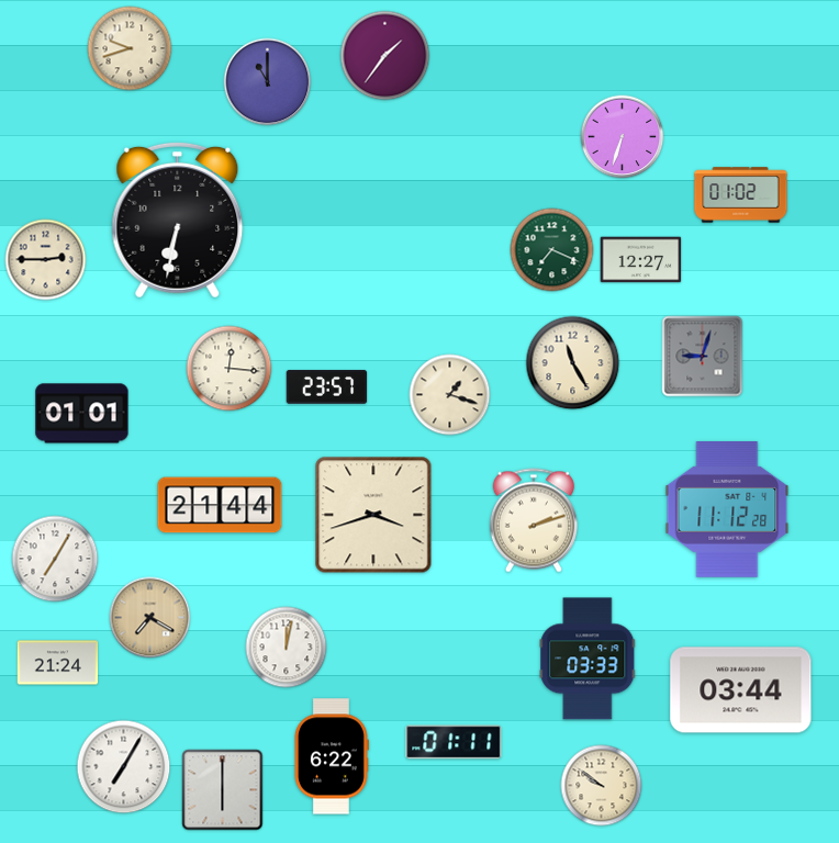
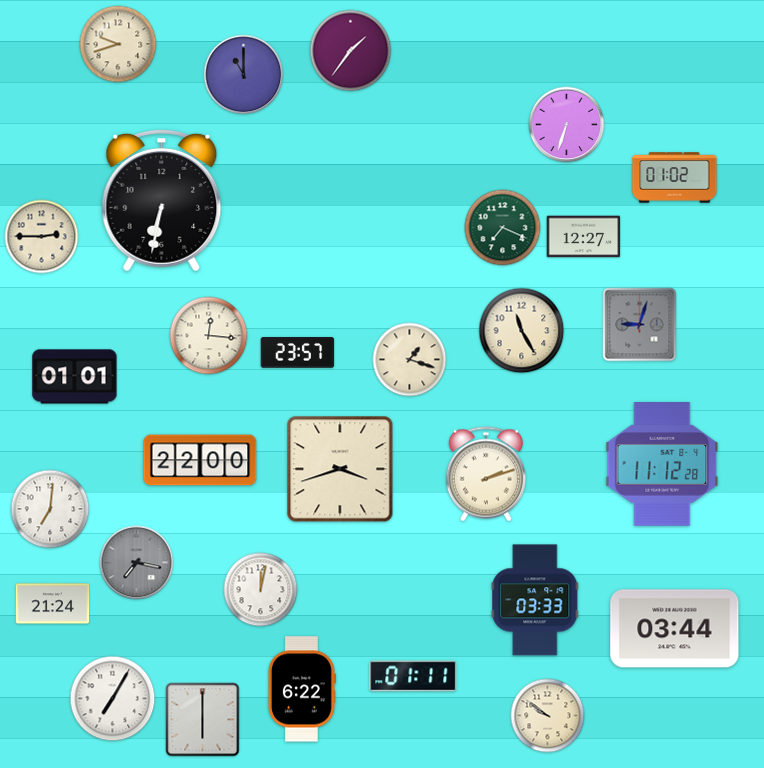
clock at (220, 505): 21:44 -> 22:00
clock at (55, 559): 7:05 -> 7:01
clock at (150, 618): 7:20 -> 7:17
clock at (150, 618) dial: champagne -> grey
